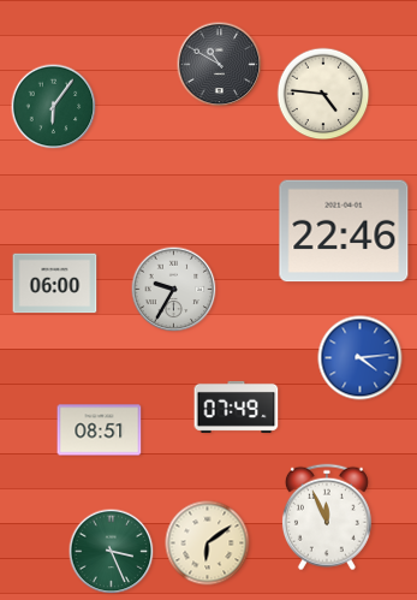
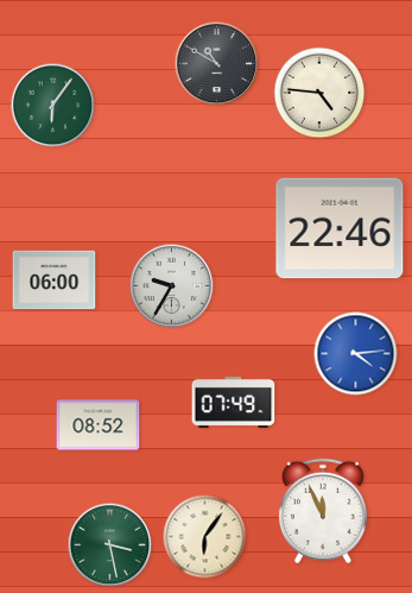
clock at (100, 430): 08:51 -> 08:52
clock at (208, 543): 6:09 -> 6:06
clock at (112, 552): 3:26 -> 3:28
